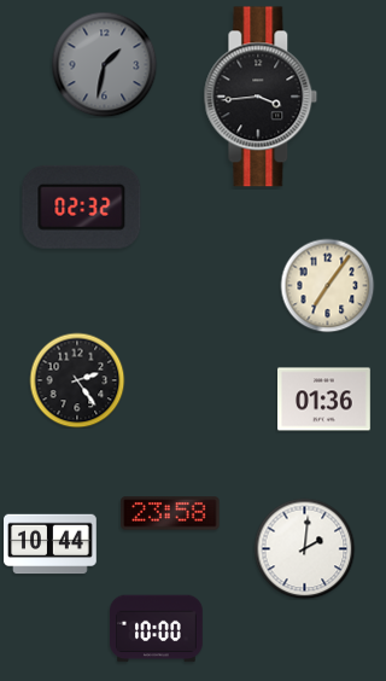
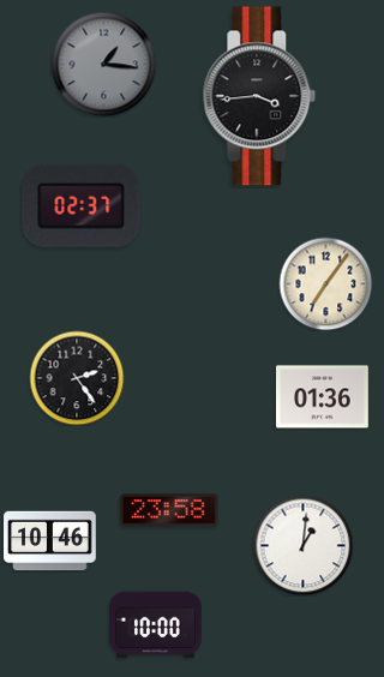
clock at (104, 64): 1:32 -> 1:16
clock at (82, 206): 02:32 -> 02:37
clock at (51, 545): 10:44 -> 10:46
clock at (304, 548): 2:01 -> 1:01
